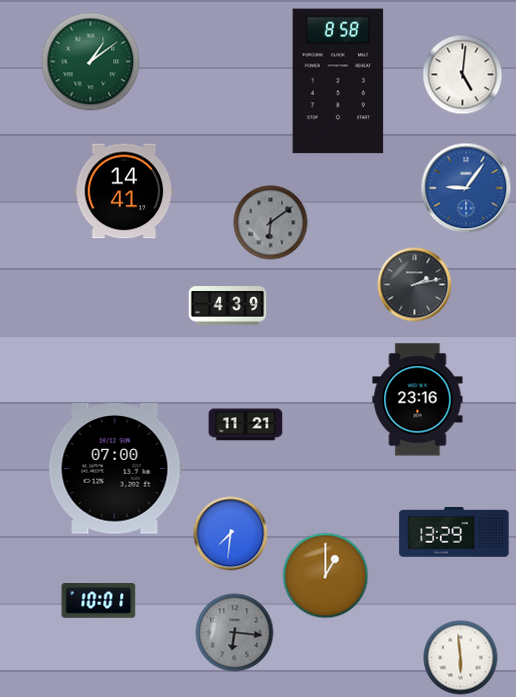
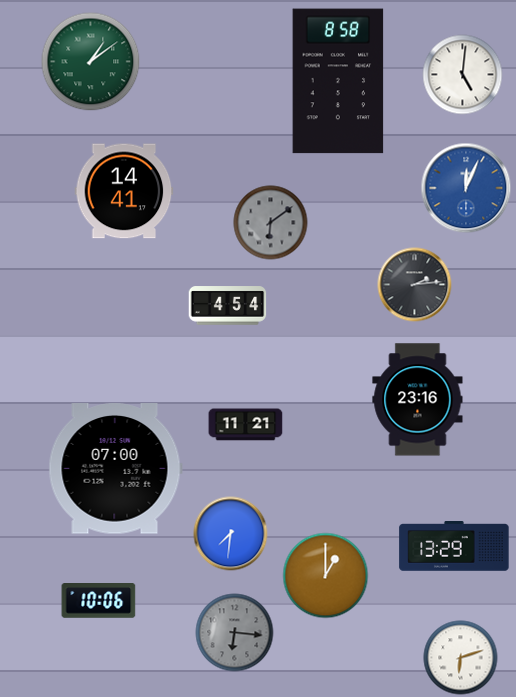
clock at (466, 188): 9:06 -> 12:04
clock at (415, 285): 2:13 -> 2:14
clock at (228, 306): 4:39 -> 4:54
clock at (454, 532) position: (454, 532) -> (454, 546)
clock at (99, 601): 10:01 -> 10:06
clock at (461, 658): 5:59 -> 6:12
